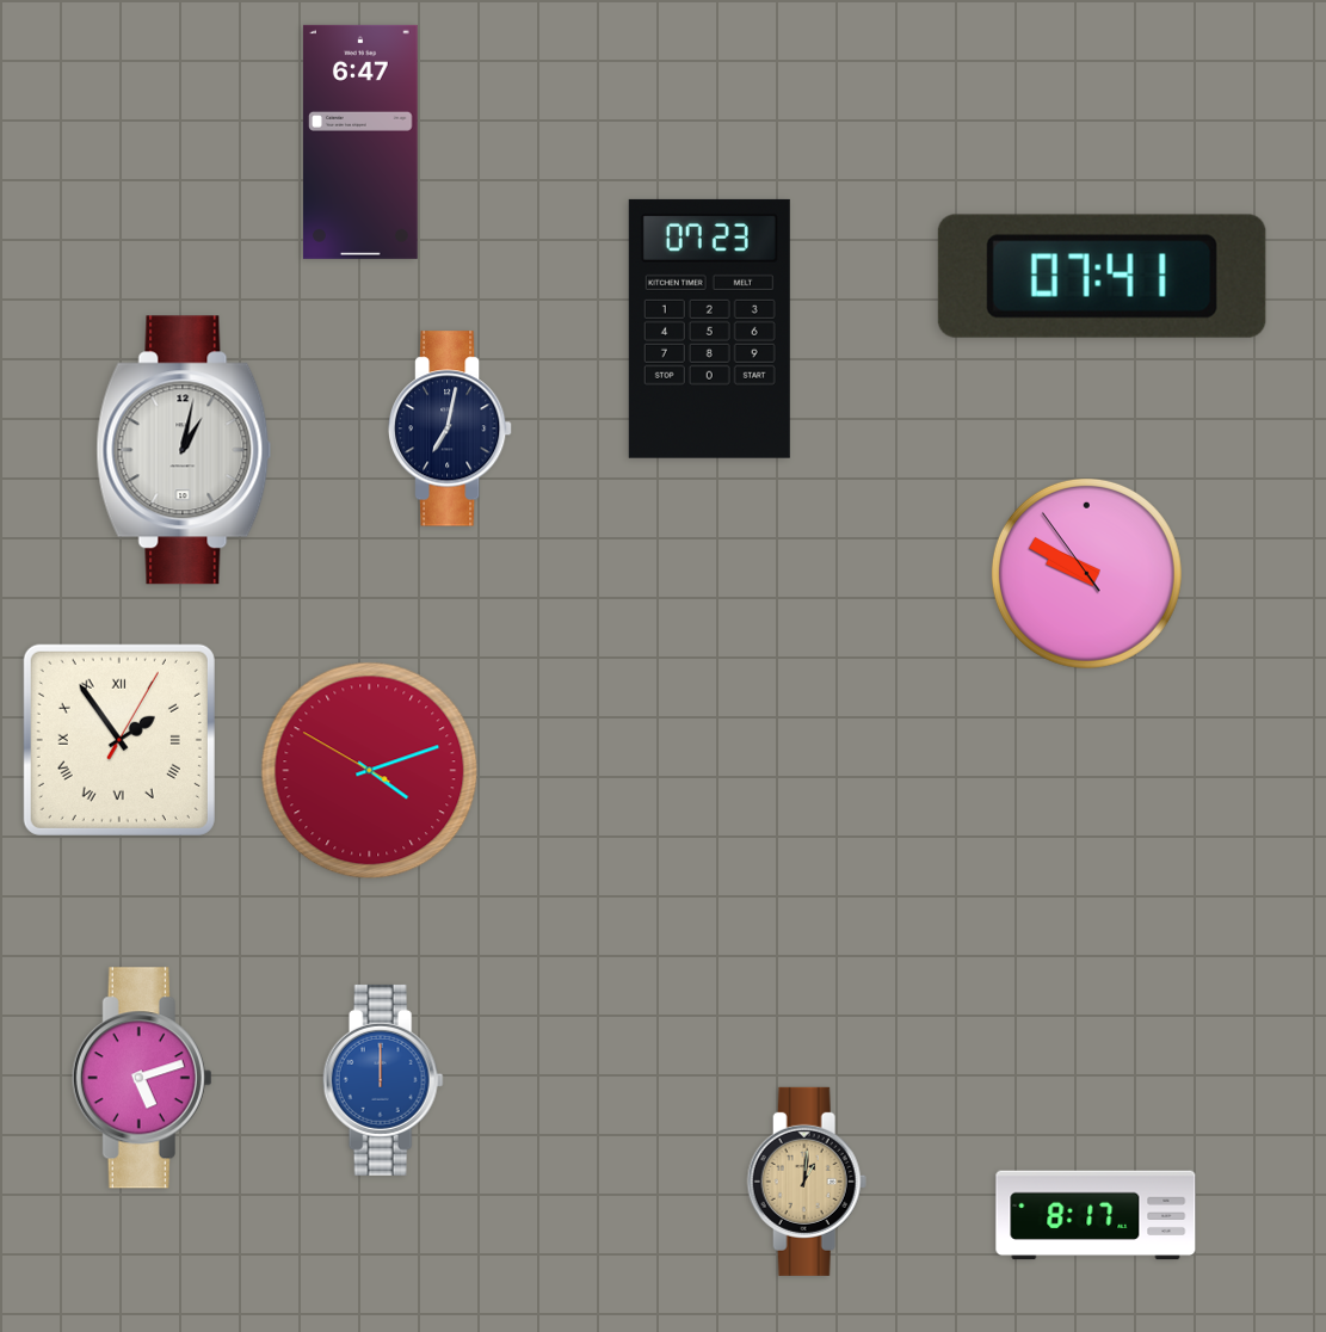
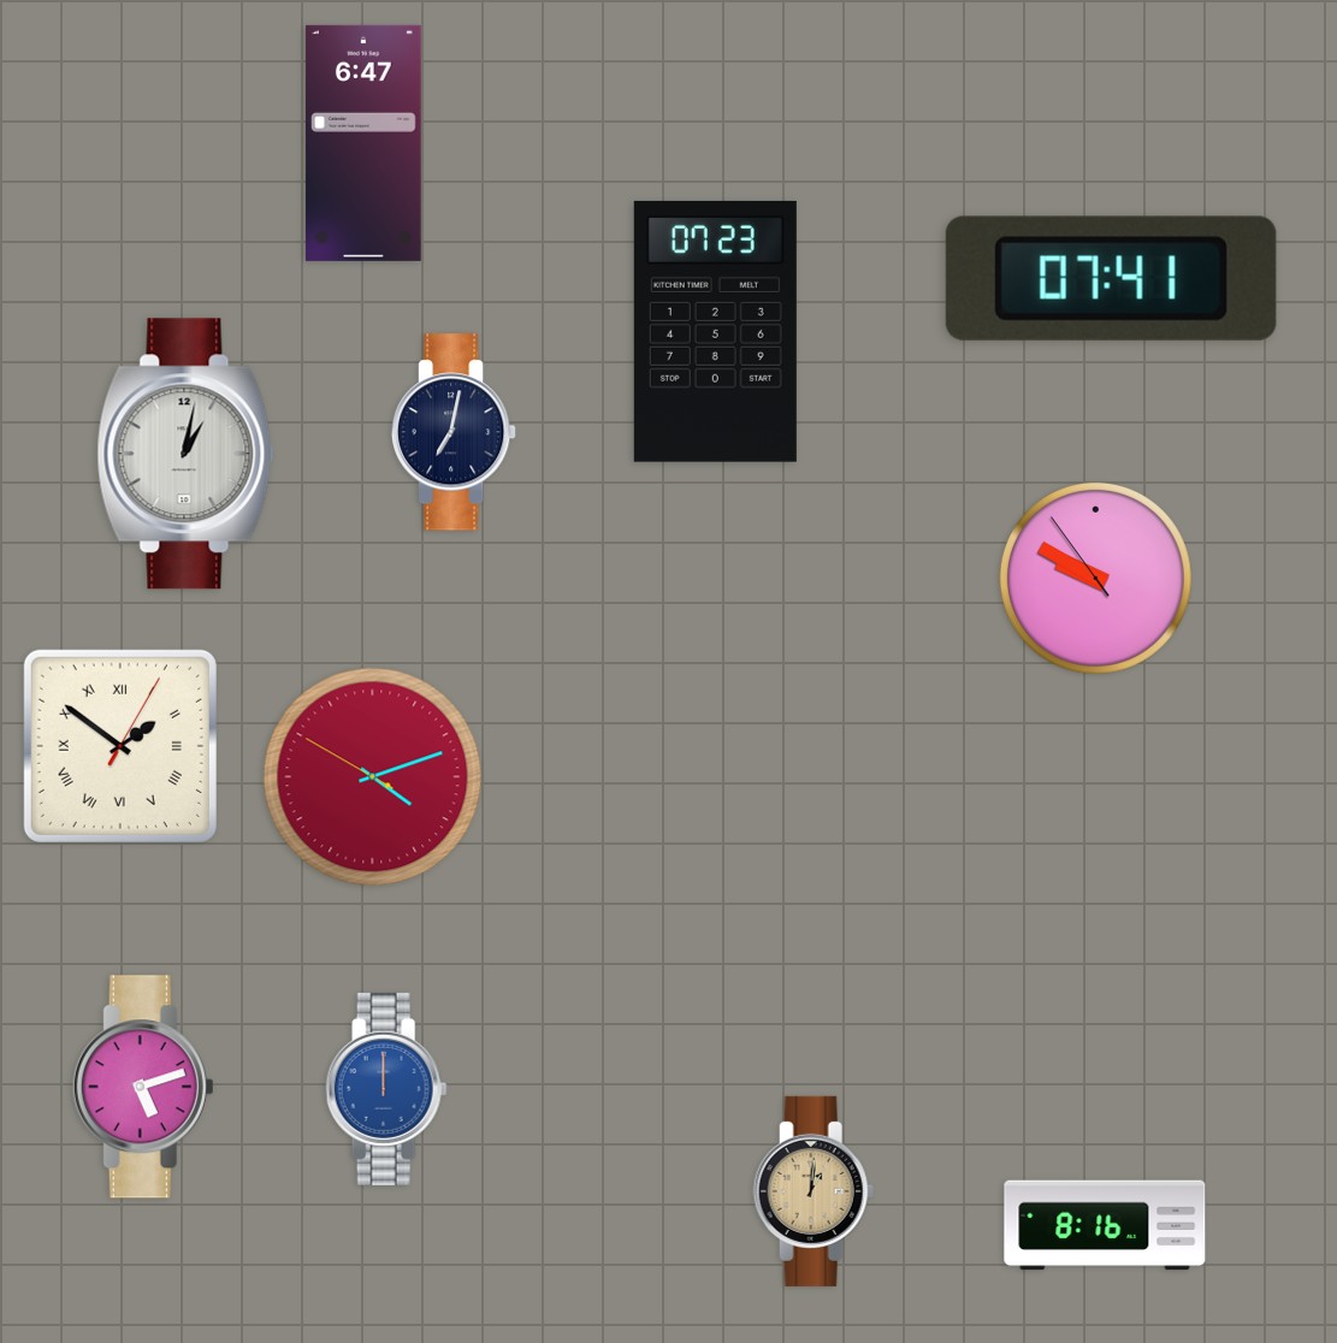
clock at (119, 740): 1:54 -> 1:51
clock at (1096, 1215): 8:17 -> 8:16
